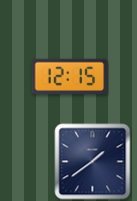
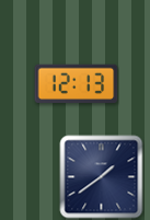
clock at (70, 77): 12:15 -> 12:13
